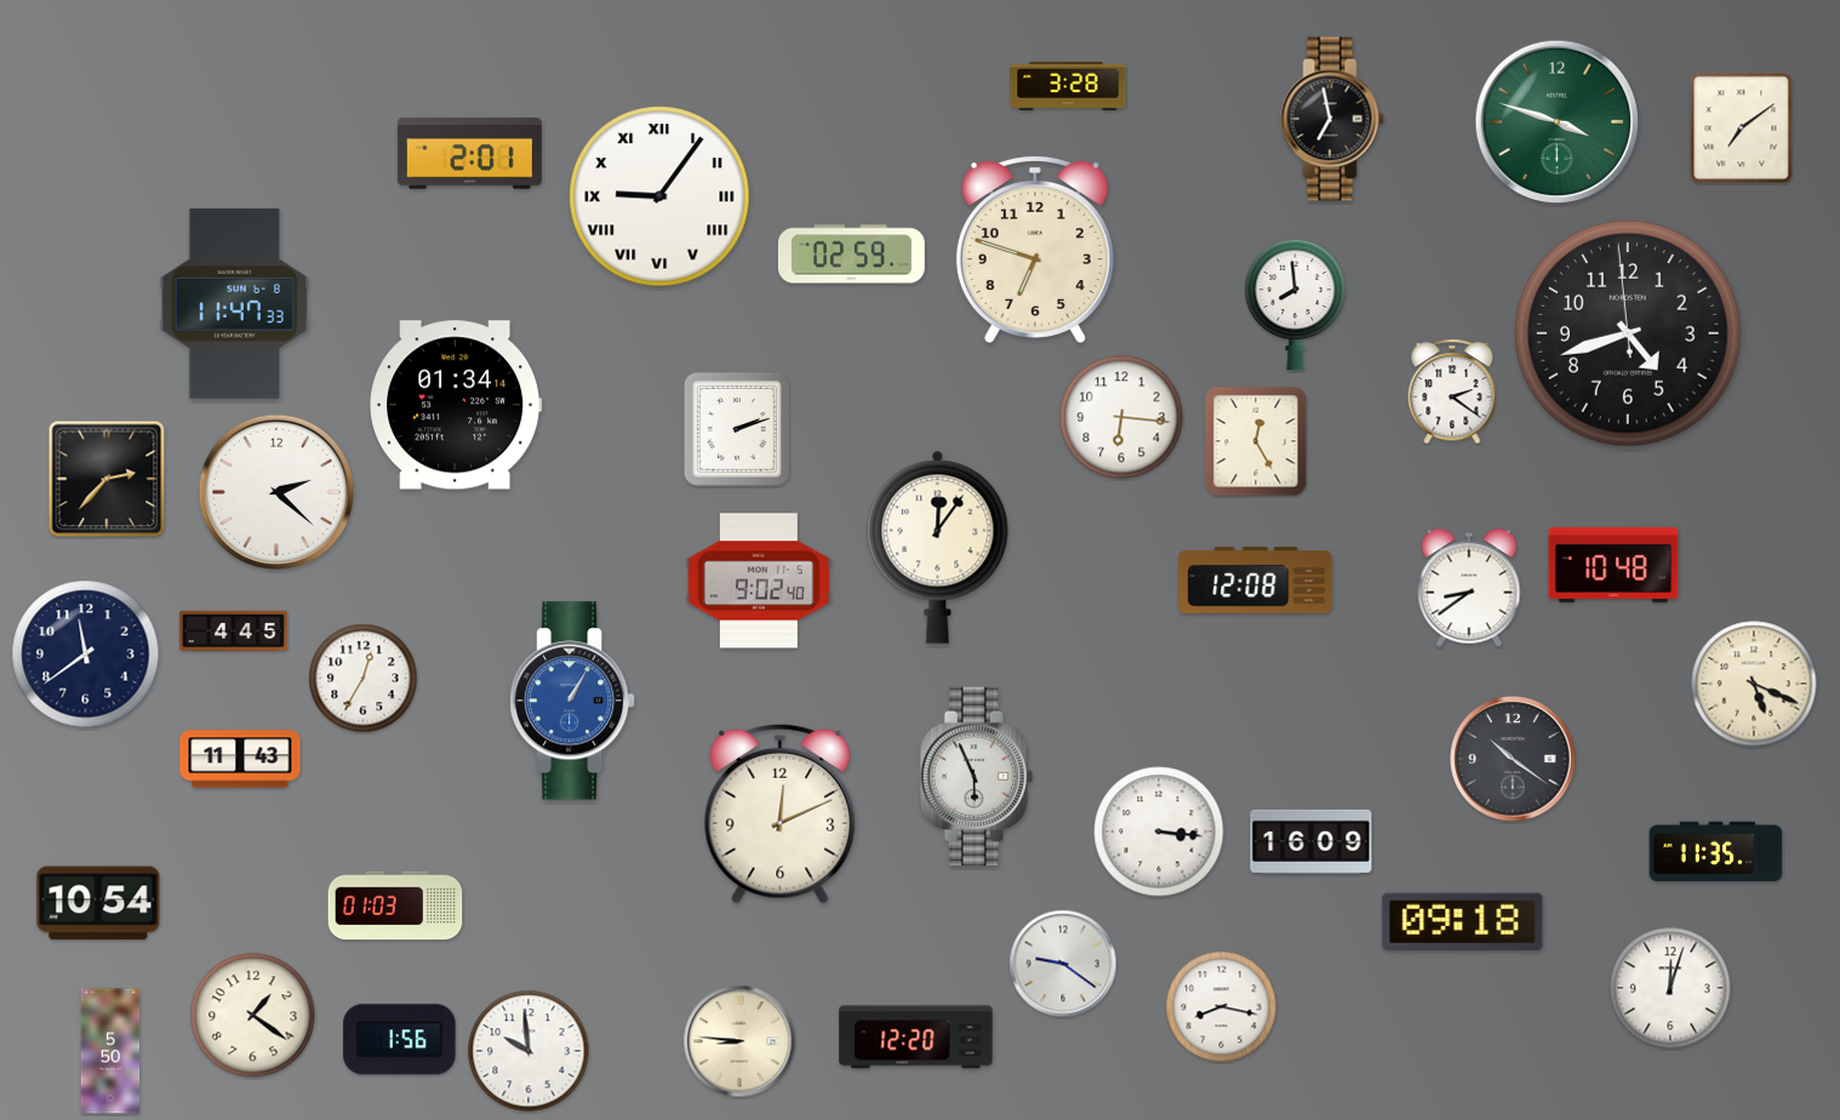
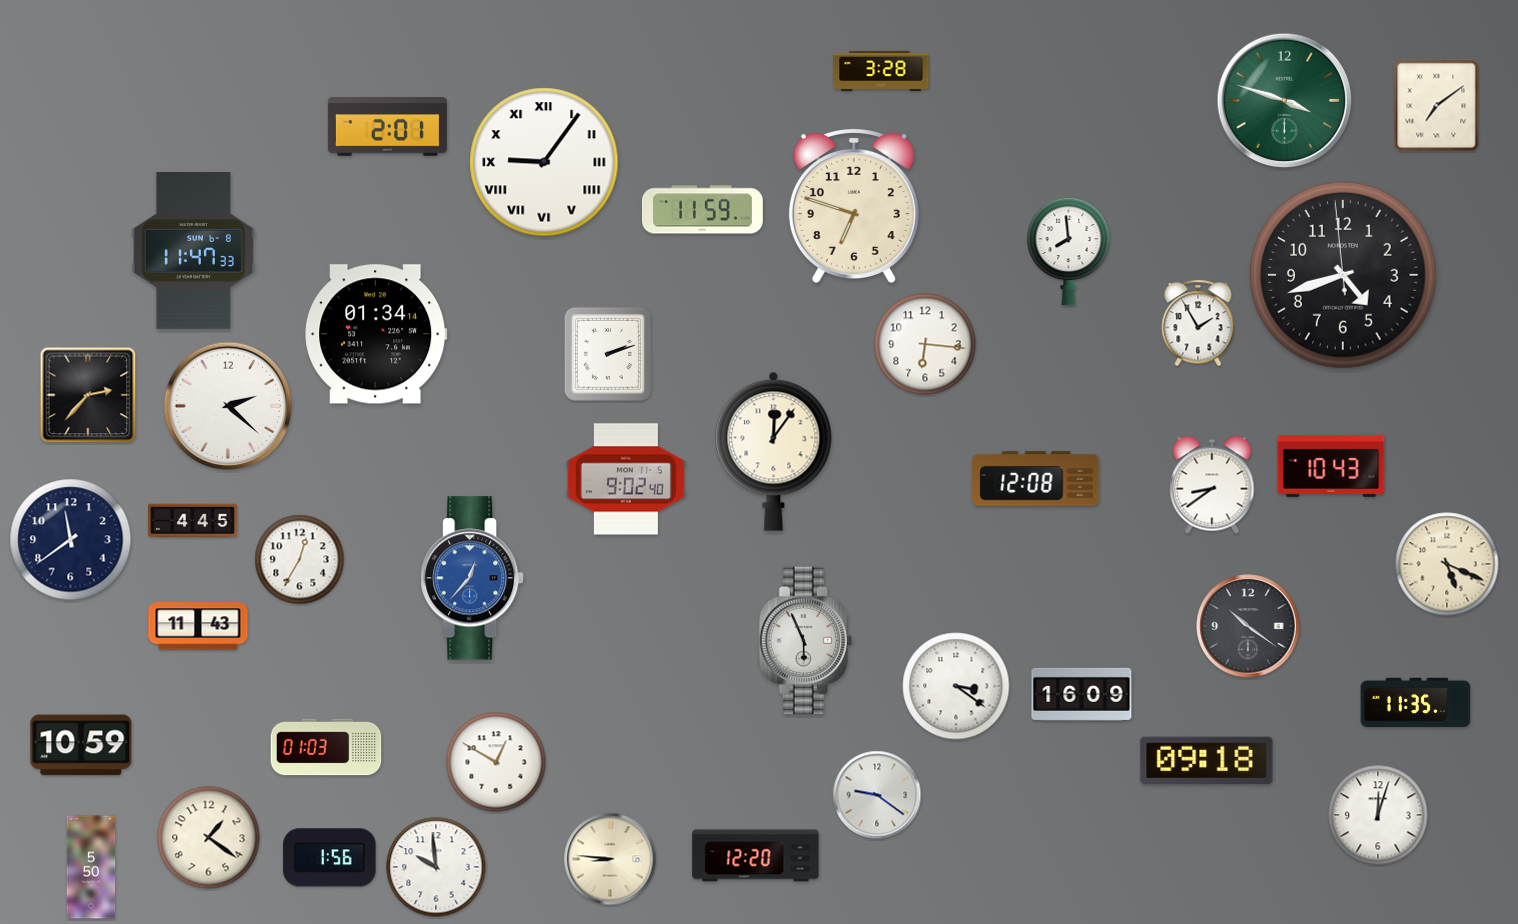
clock at (1332, 119): 6:58 -> none
clock at (851, 255): 02:59 -> 11:59
clock at (1452, 392): 2:21 -> 1:55
clock at (1256, 441): 12:25 -> none
clock at (1613, 565): 10:48 -> 10:43
clock at (573, 701): 1:05 -> 12:37
clock at (781, 813): 12:11 -> none
clock at (1159, 832): 3:16 -> 3:21
clock at (98, 903): 10:54 -> 10:59
clock at (496, 762): none -> 12:50
clock at (1222, 1007): 8:17 -> none
